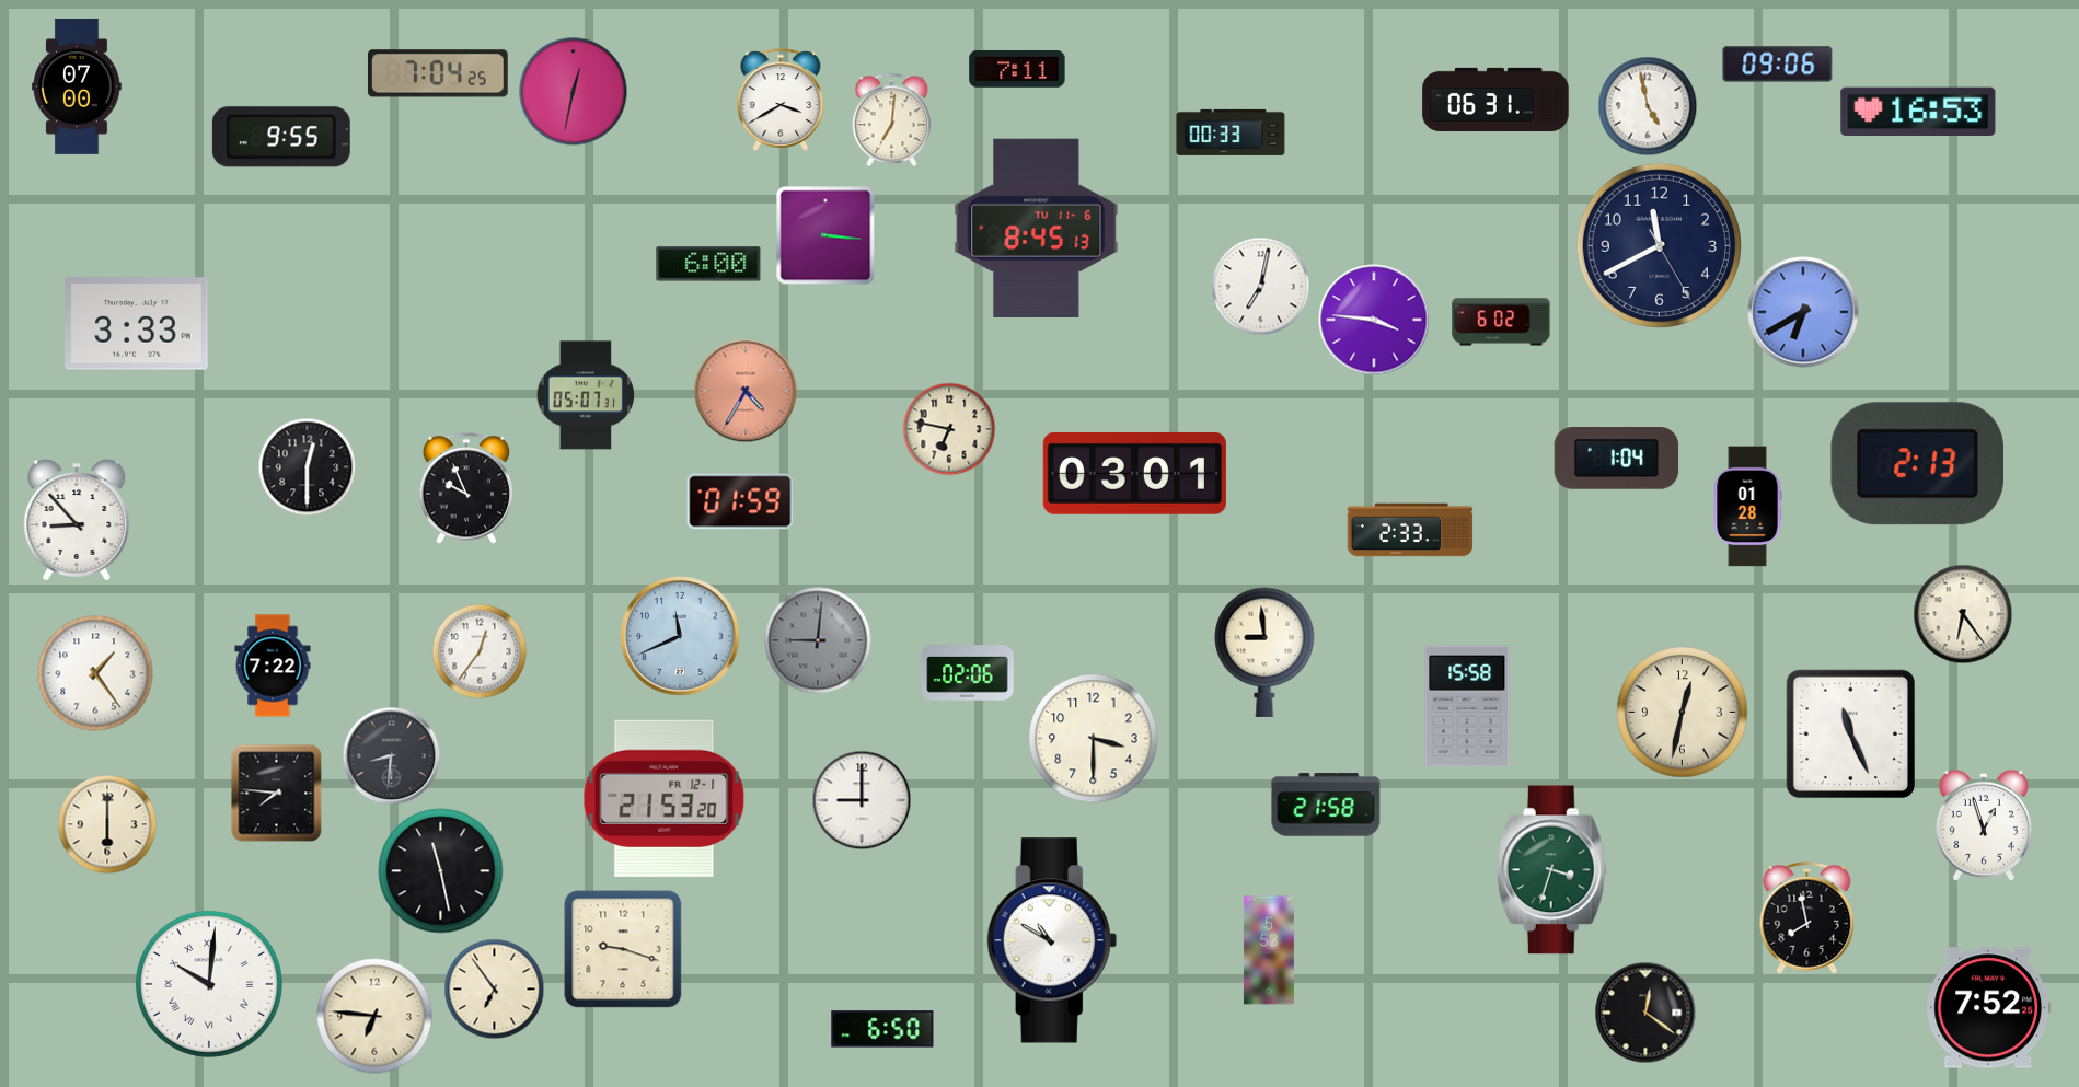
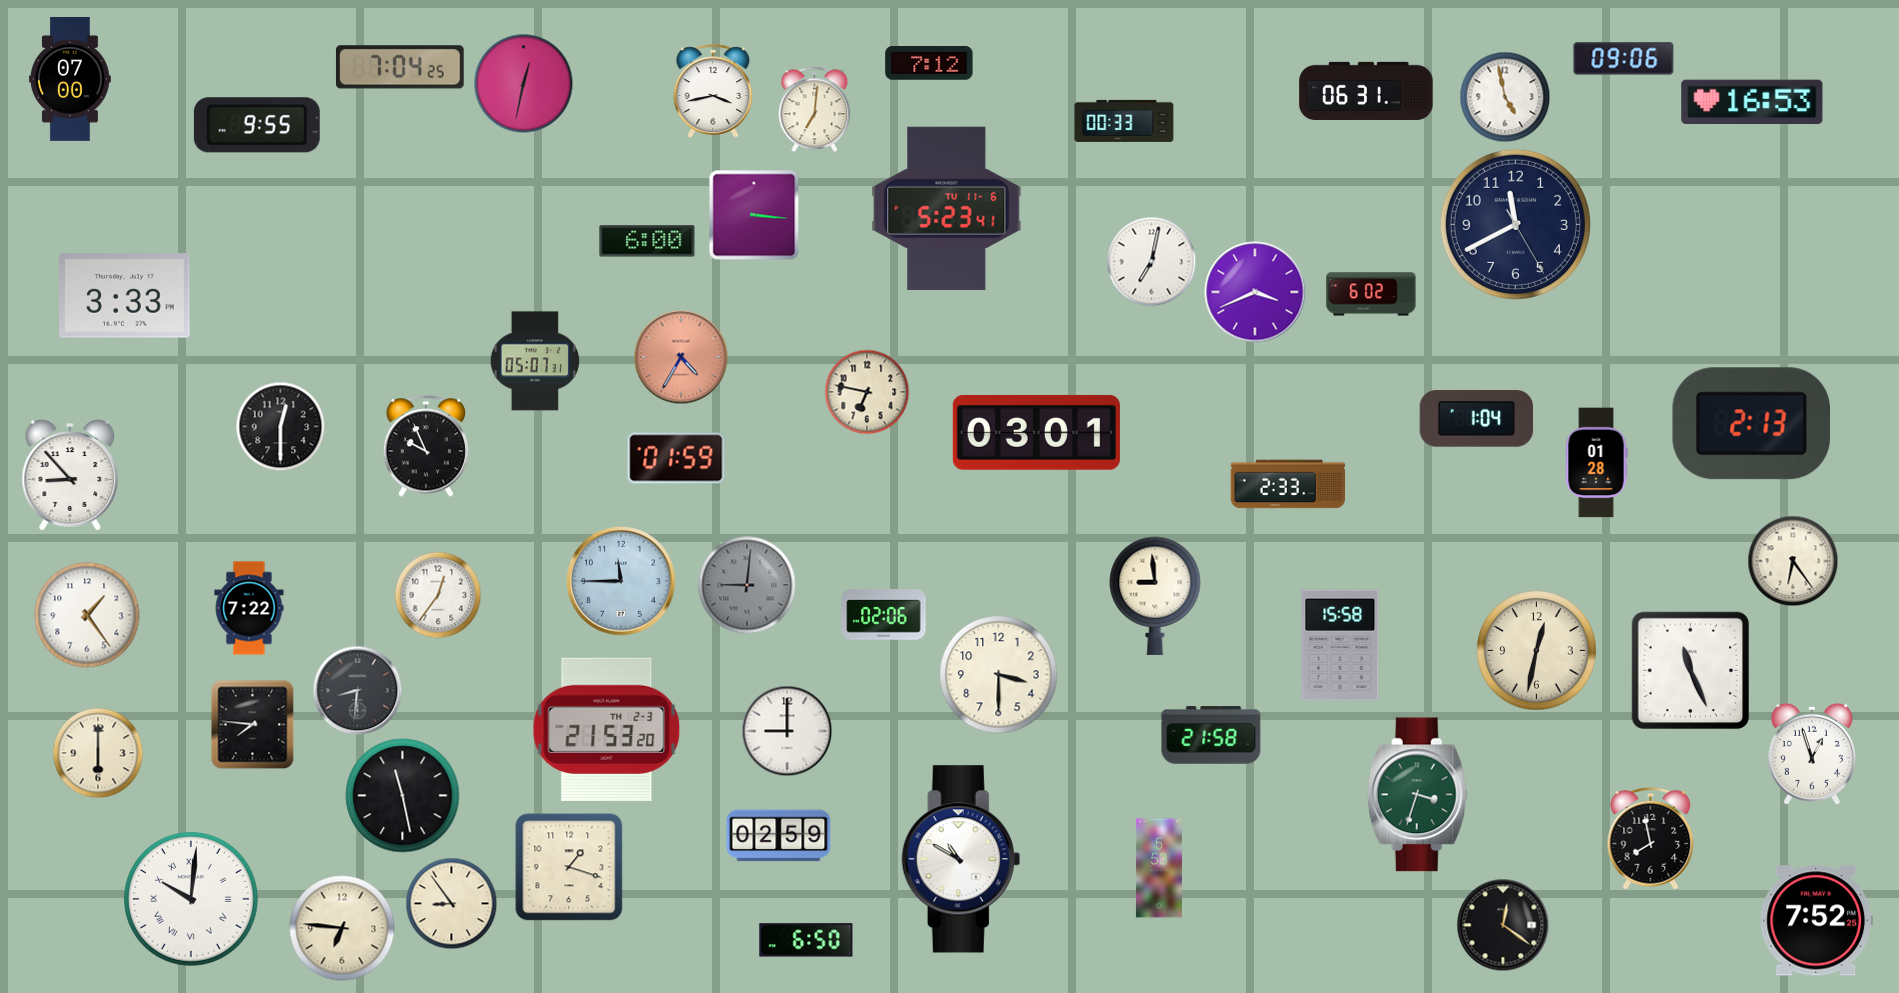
clock at (1017, 69): 7:11 -> 7:12
clock at (781, 100): 3:40 -> 3:43
clock at (1037, 228): 8:45 -> 5:23
clock at (1803, 312): 6:40 -> none
clock at (1374, 320): 3:46 -> 3:41
clock at (681, 637): 11:41 -> 11:45
clock at (665, 799) date: FR 12-1 -> TH 2-3
clock at (779, 836): none -> 02:59
clock at (623, 949): 9:18 -> 1:18
clock at (494, 988): 6:54 -> 8:54
